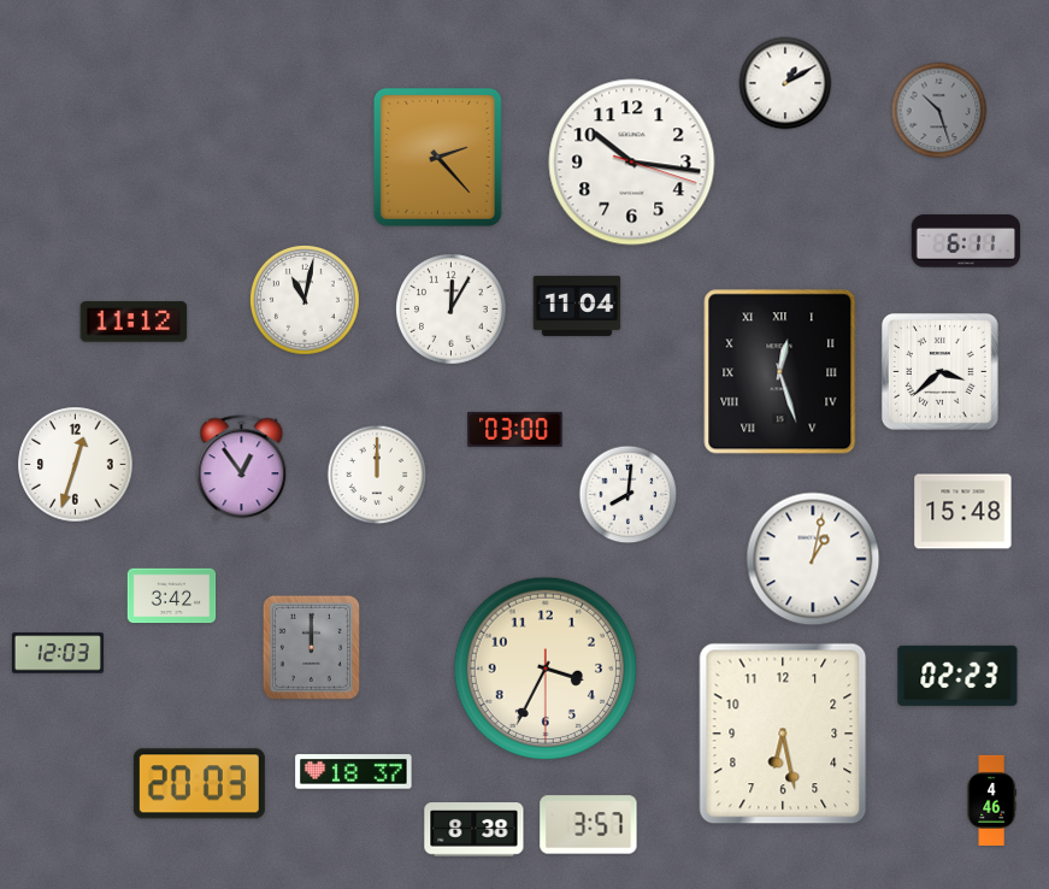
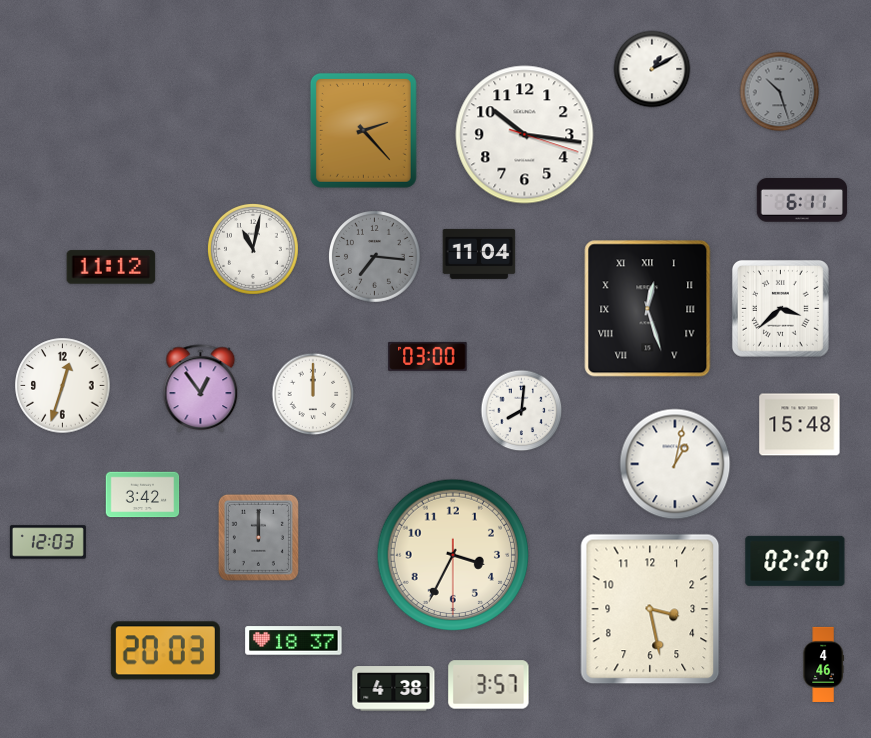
clock at (452, 310): 12:05 -> 7:16
clock at (452, 310) dial: white -> grey
clock at (957, 676): 02:23 -> 02:20
clock at (783, 734): 6:28 -> 3:28
clock at (475, 830): 8:38 -> 4:38
